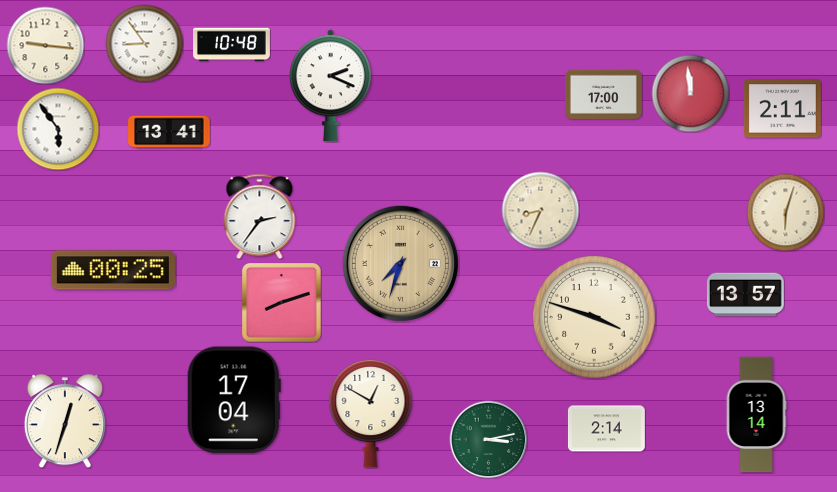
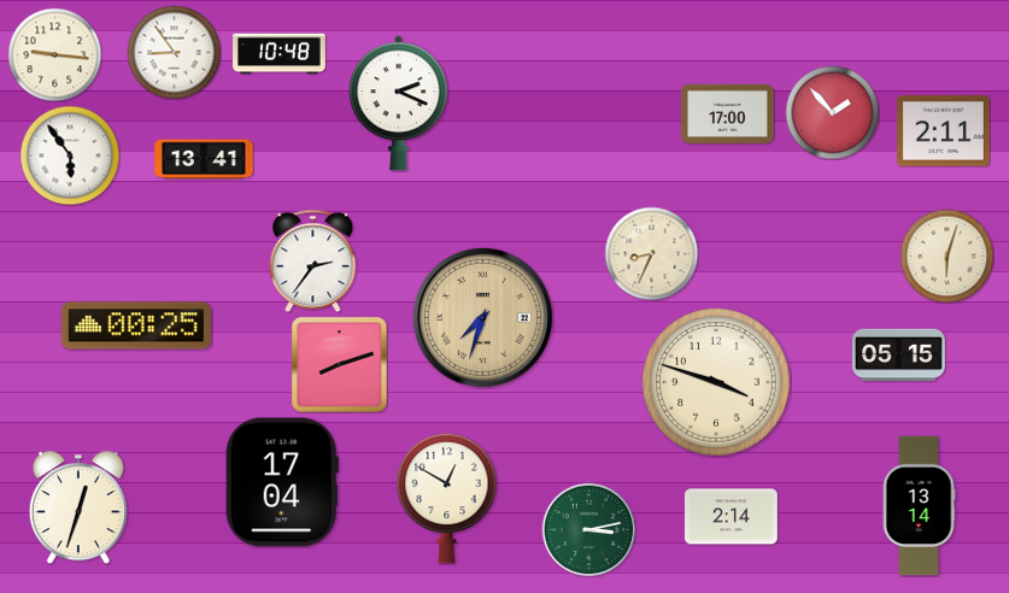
clock at (690, 93): 11:59 -> 1:53
clock at (745, 295): 13:57 -> 05:15
clock at (756, 415) position: (756, 415) -> (919, 506)
